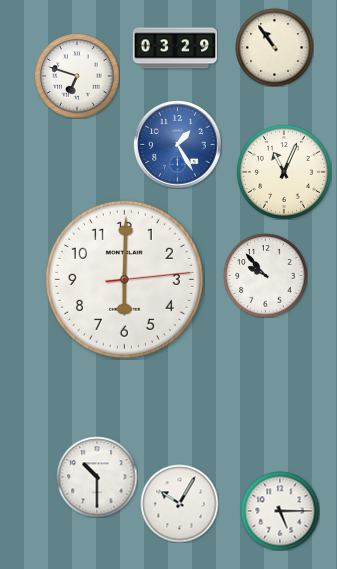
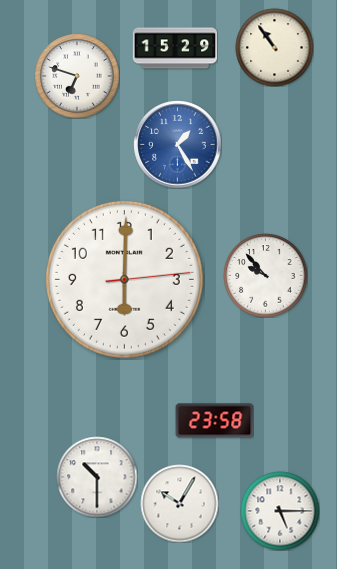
clock at (175, 48): 03:29 -> 15:29
clock at (284, 172): 11:04 -> none
clock at (214, 421): none -> 23:58
